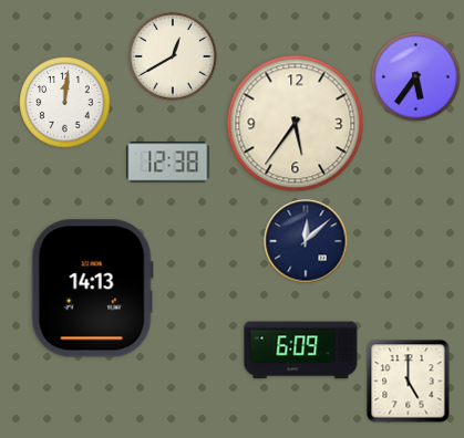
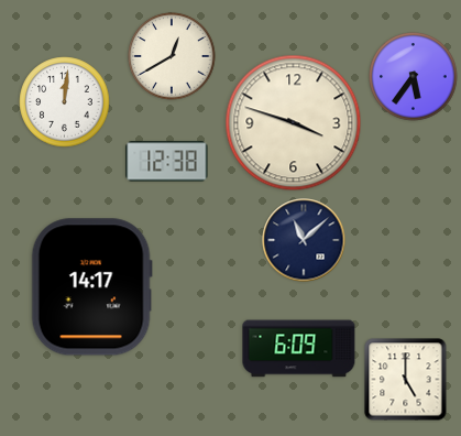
clock at (296, 124): 5:36 -> 3:48
clock at (306, 241): 12:08 -> 11:08
clock at (92, 289): 14:13 -> 14:17
